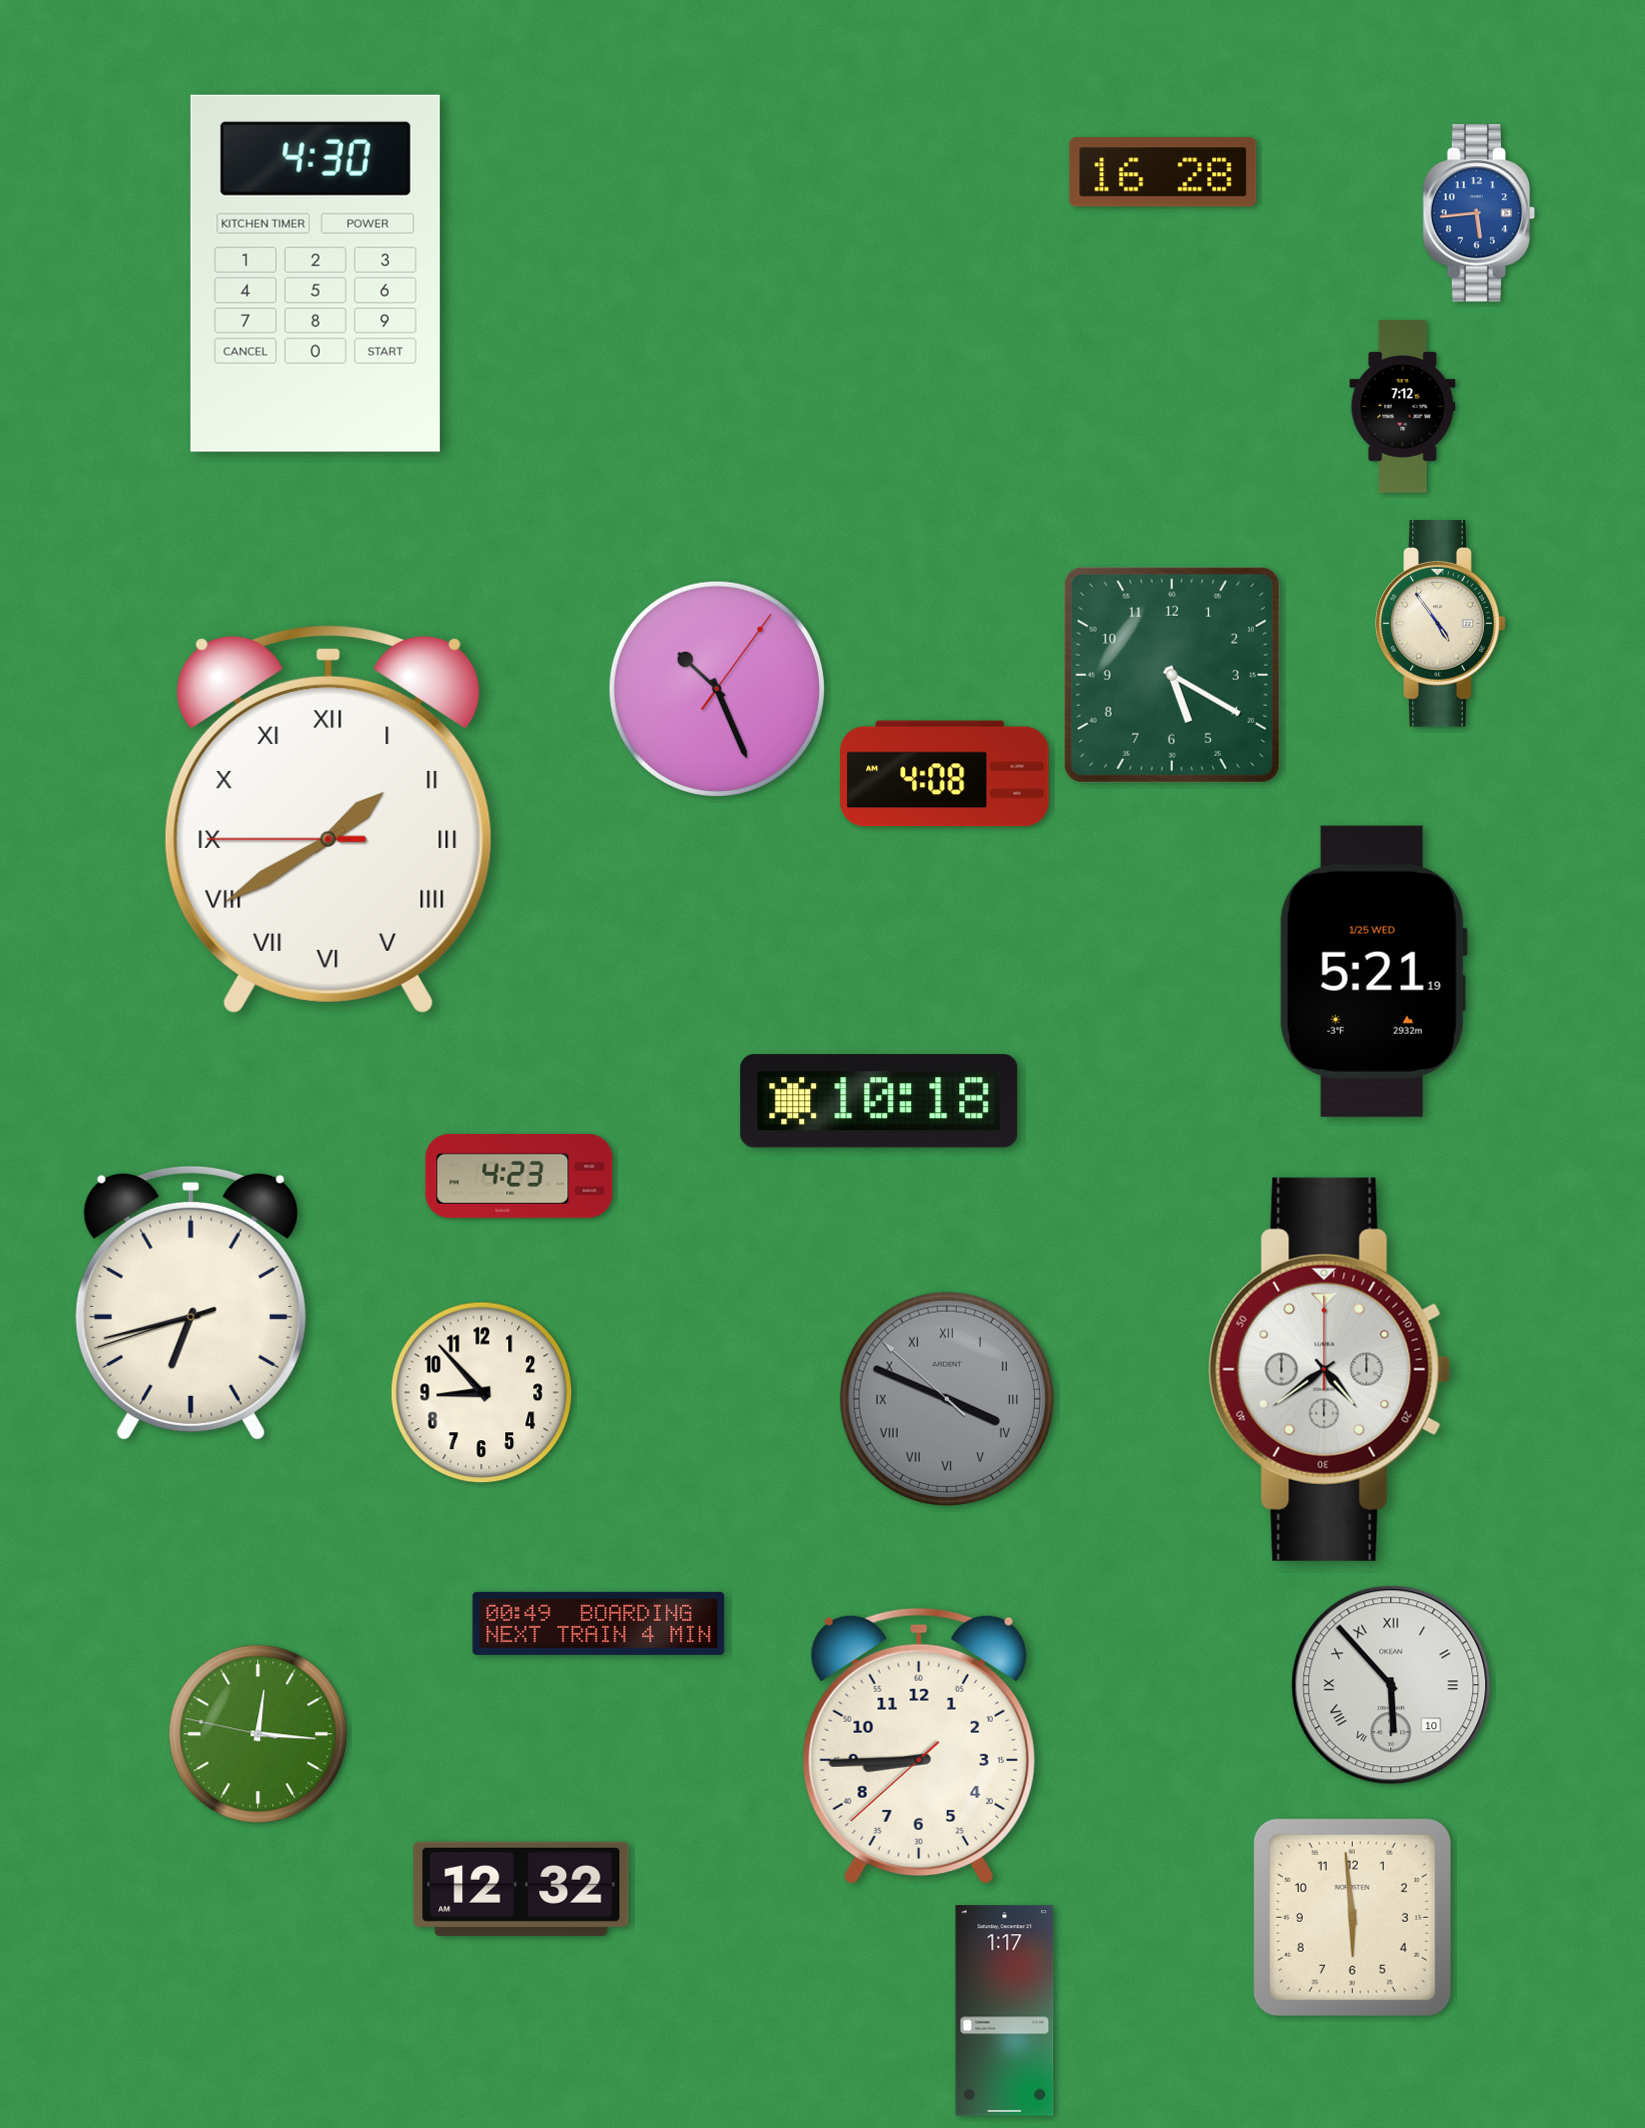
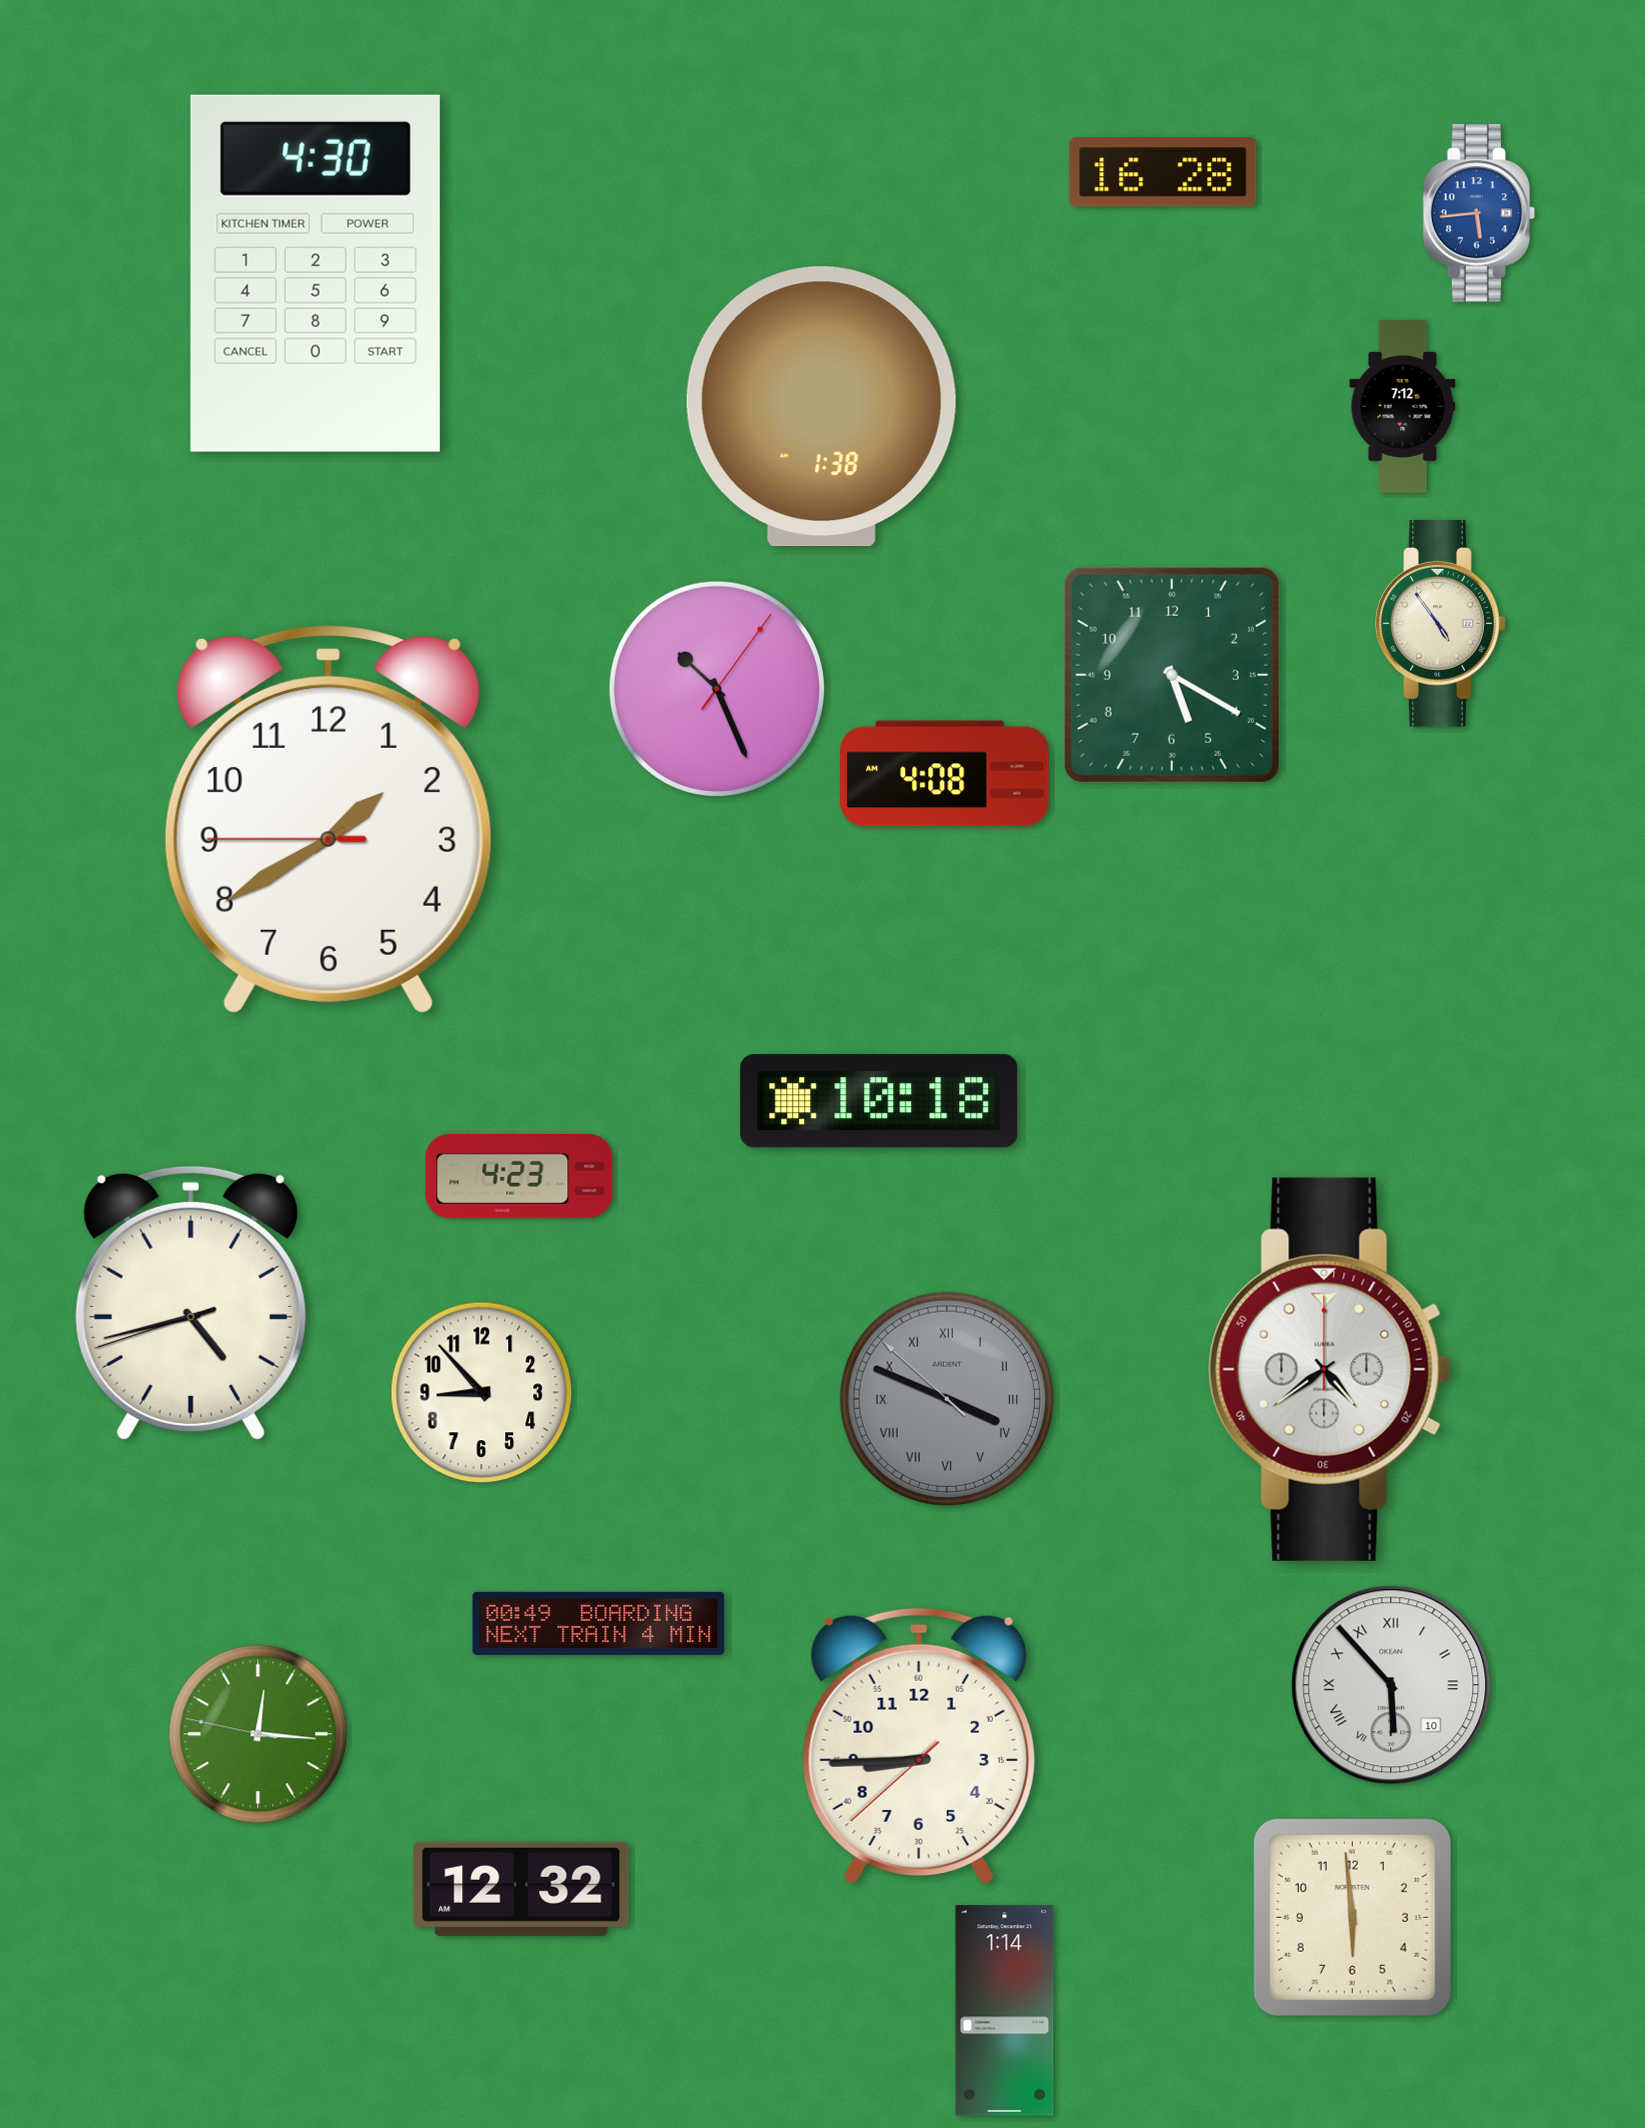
clock at (821, 407): none -> 1:38
clock at (328, 819) numerals: Roman -> Arabic
clock at (1373, 971): 5:21 -> none
clock at (191, 1303): 6:42 -> 4:42
clock at (1005, 2011): 1:17 -> 1:14
